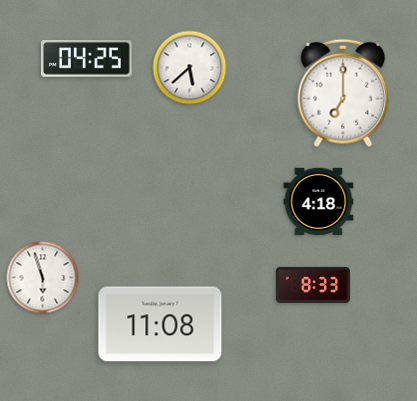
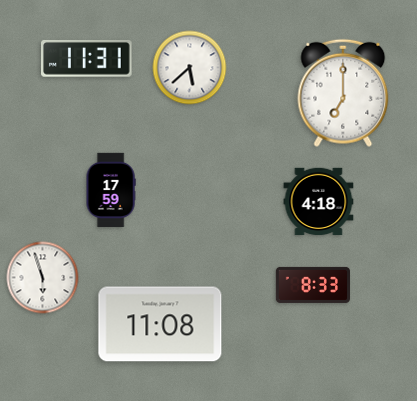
clock at (87, 59): 04:25 -> 11:31
clock at (111, 189): none -> 17:59
